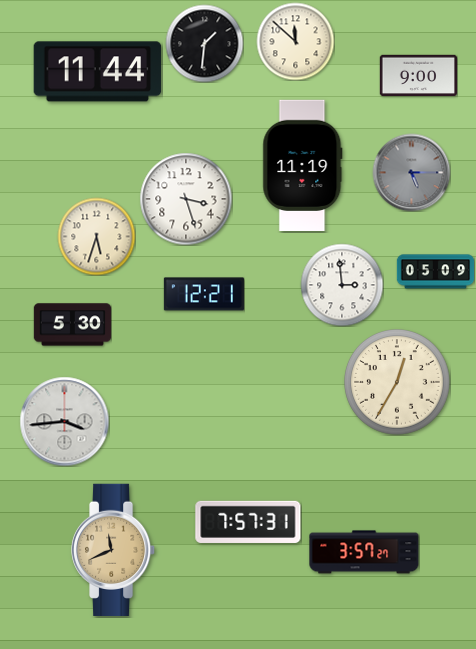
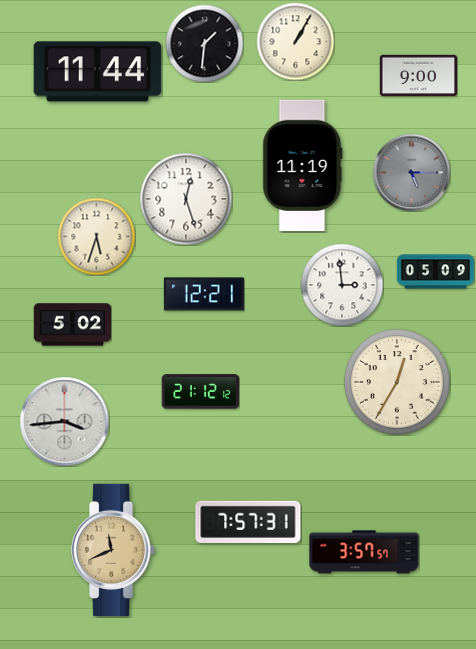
clock at (295, 41): 11:52 -> 1:05
clock at (186, 199): 3:27 -> 12:27
clock at (72, 325): 5:30 -> 5:02
clock at (200, 392): none -> 21:12
clock at (364, 552): 3:57:27 -> 3:57:57
